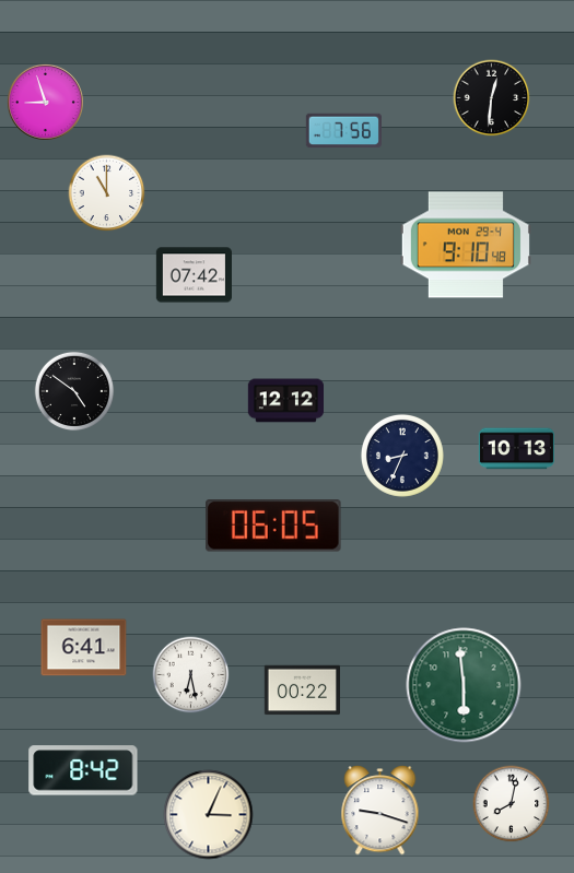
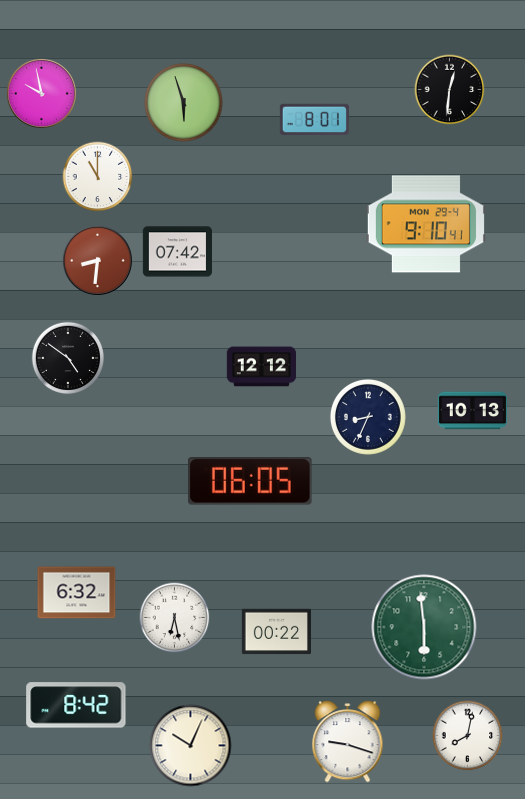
clock at (45, 102): 8:57 -> 9:58
clock at (184, 103): none -> 5:57
clock at (343, 131): 7:56 -> 8:01
clock at (466, 245): 9:10:48 -> 9:10:41
clock at (97, 260): none -> 8:31
clock at (84, 648): 6:41 -> 6:32
clock at (209, 815): 3:04 -> 10:04
